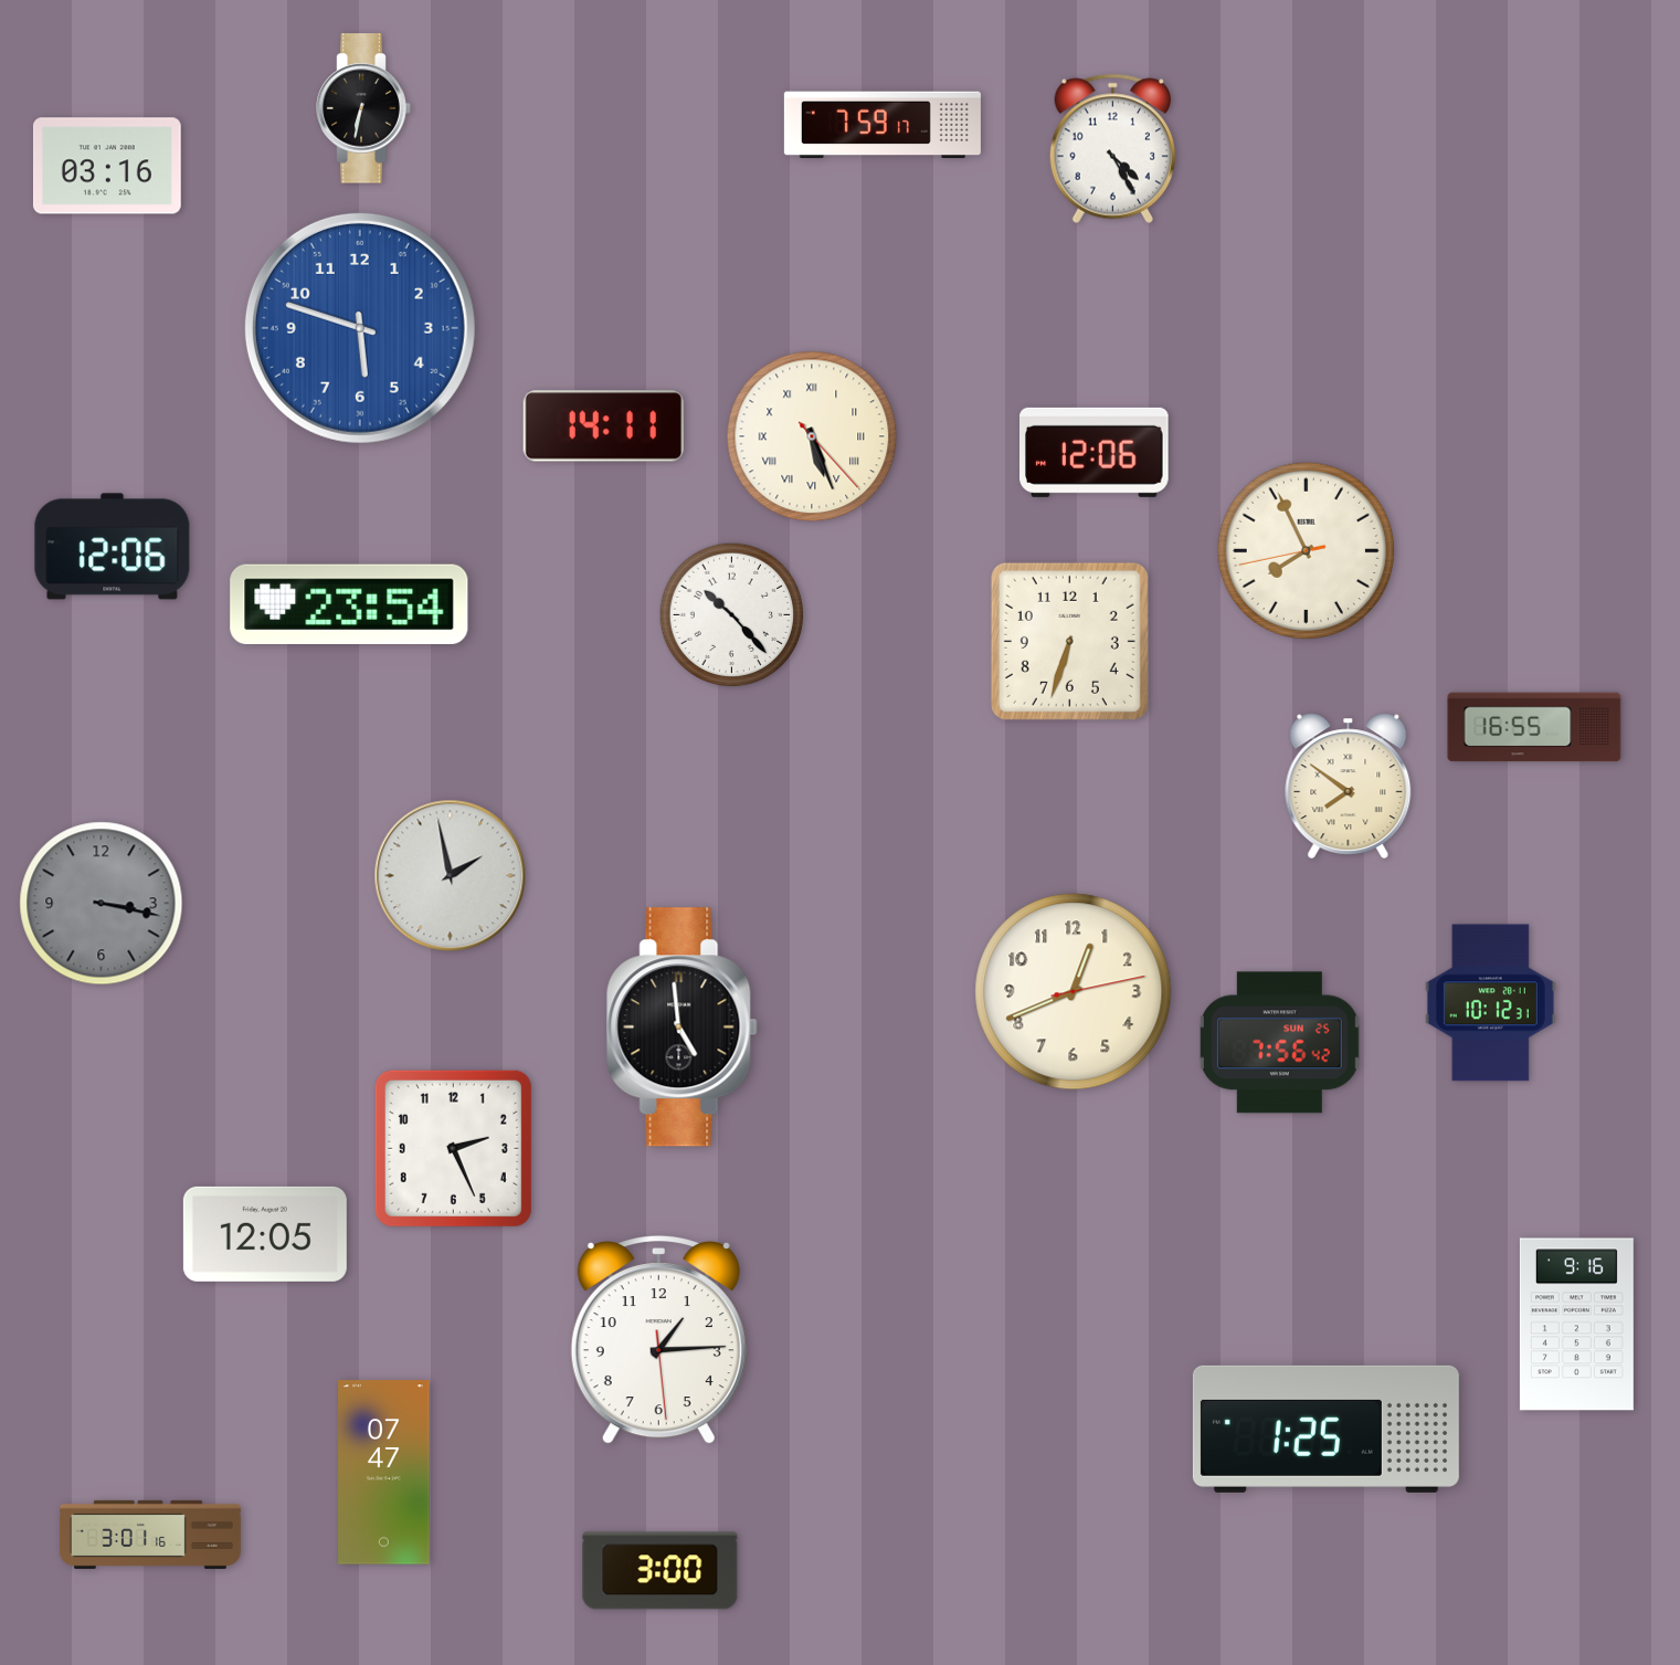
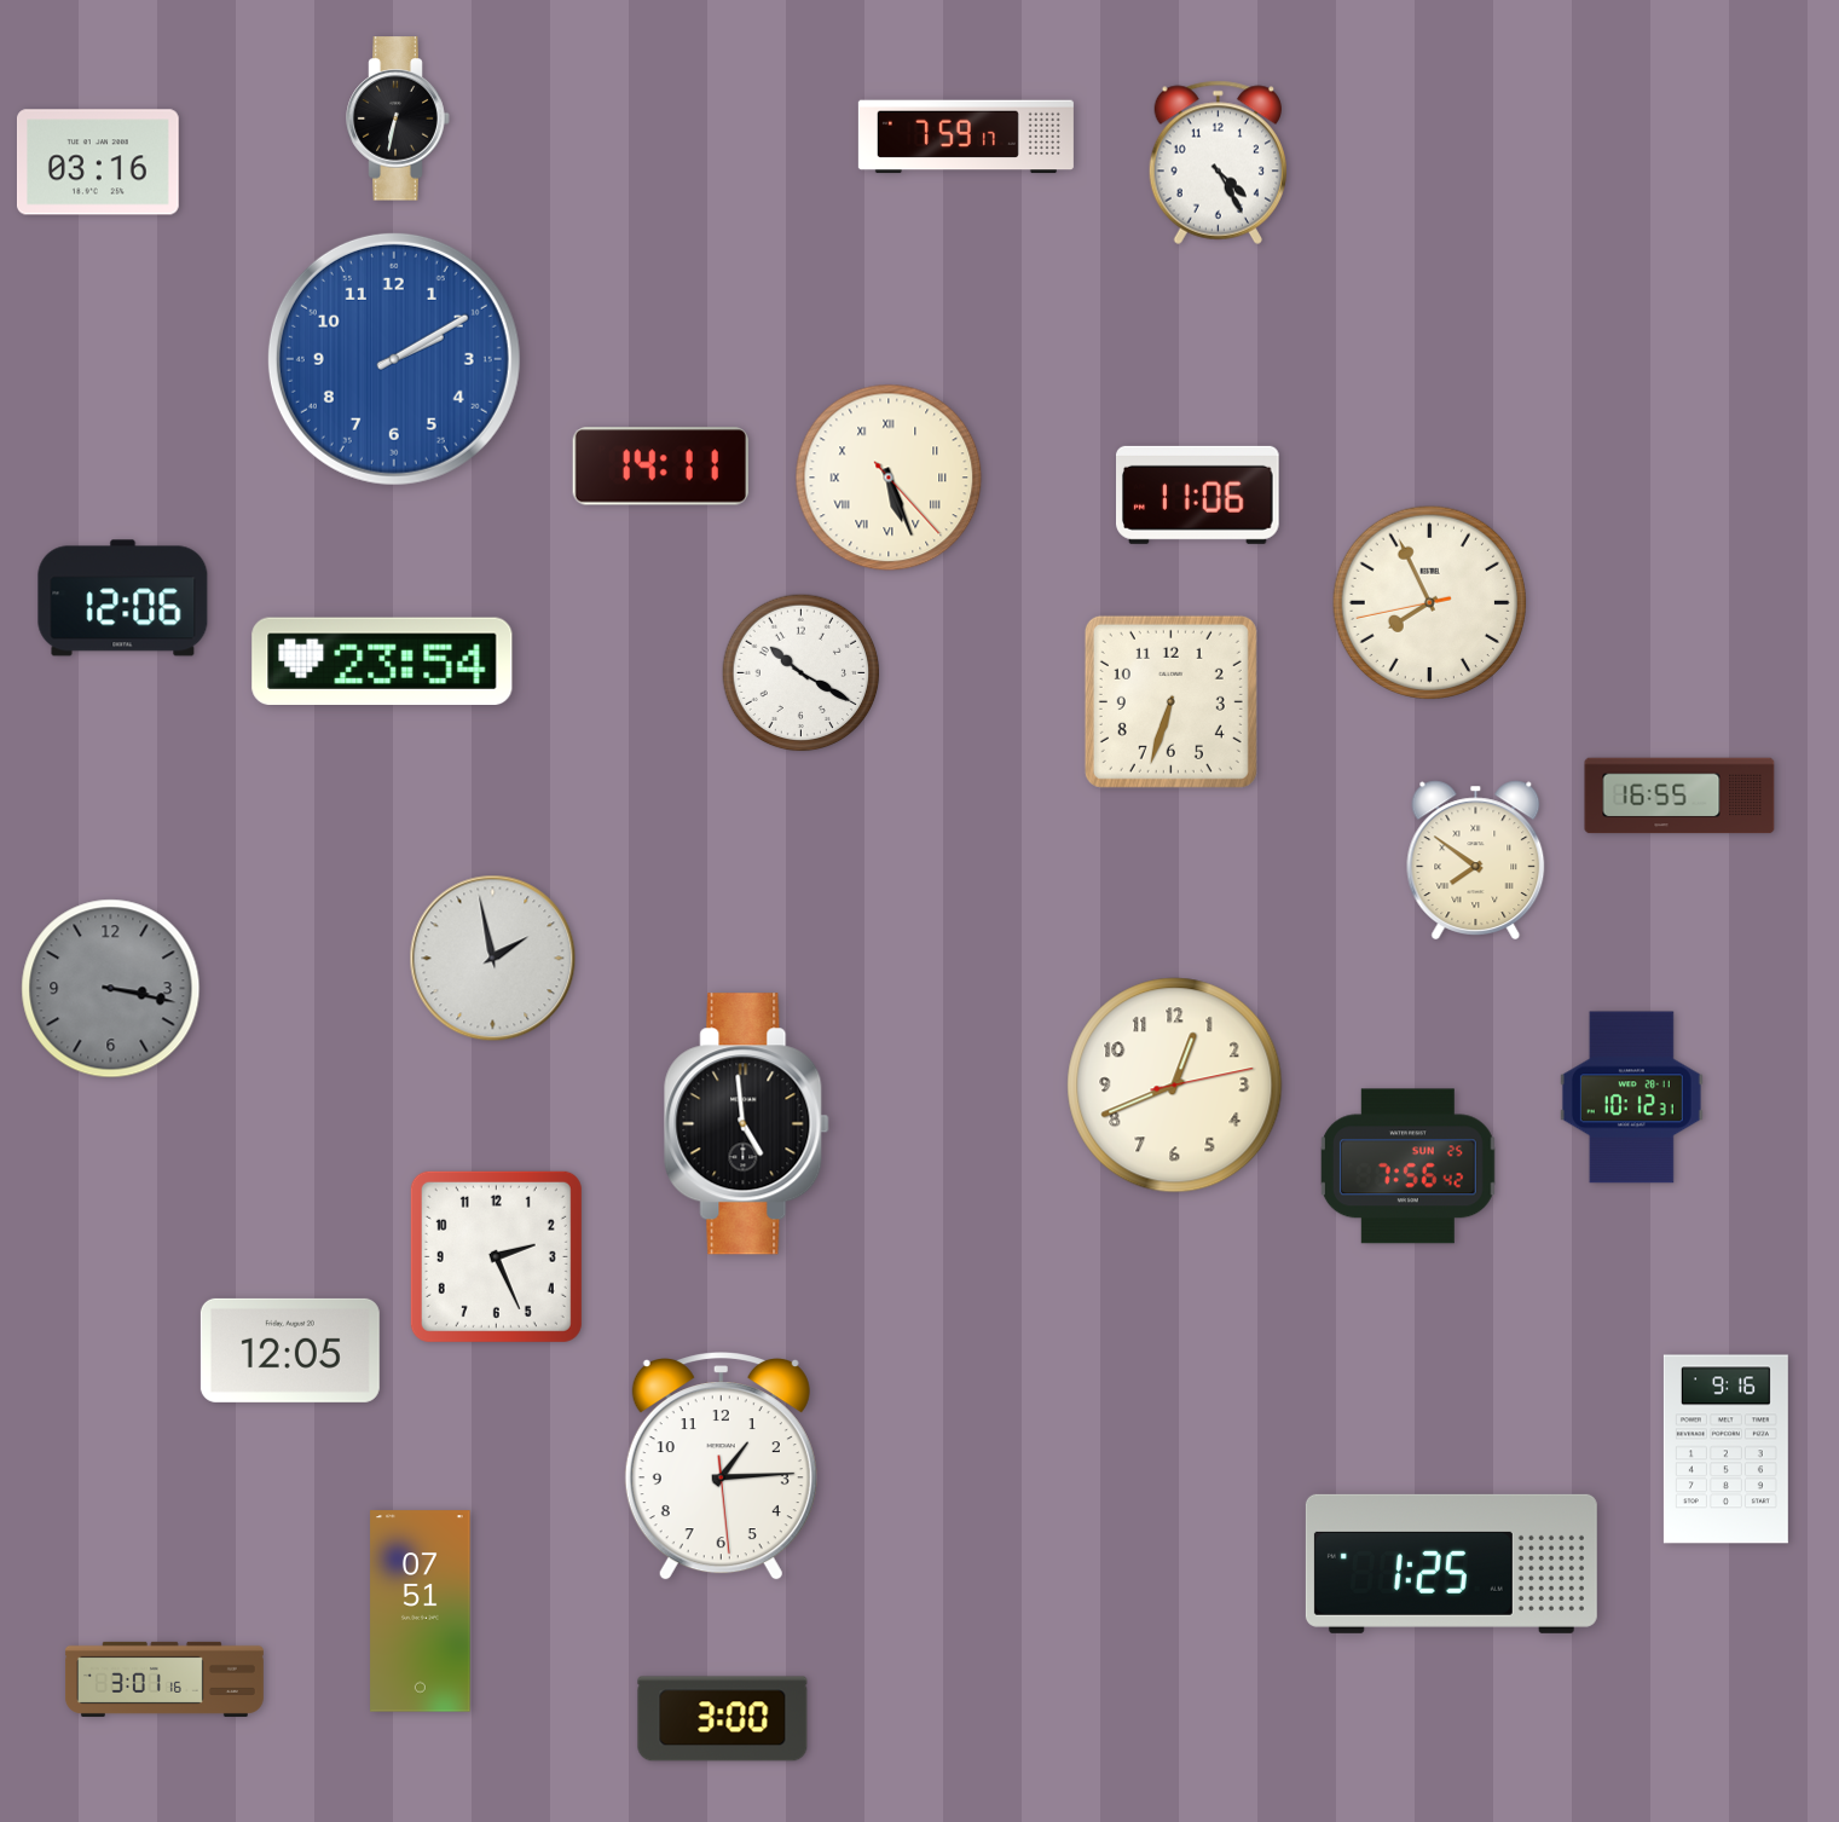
clock at (107, 166) position: (107, 166) -> (98, 162)
clock at (360, 328): 5:48 -> 2:10
clock at (1095, 452): 12:06 -> 11:06
clock at (732, 615): 10:23 -> 10:20
clock at (1279, 1043) position: (1279, 1043) -> (1407, 1167)
clock at (384, 1473): 07:47 -> 07:51
